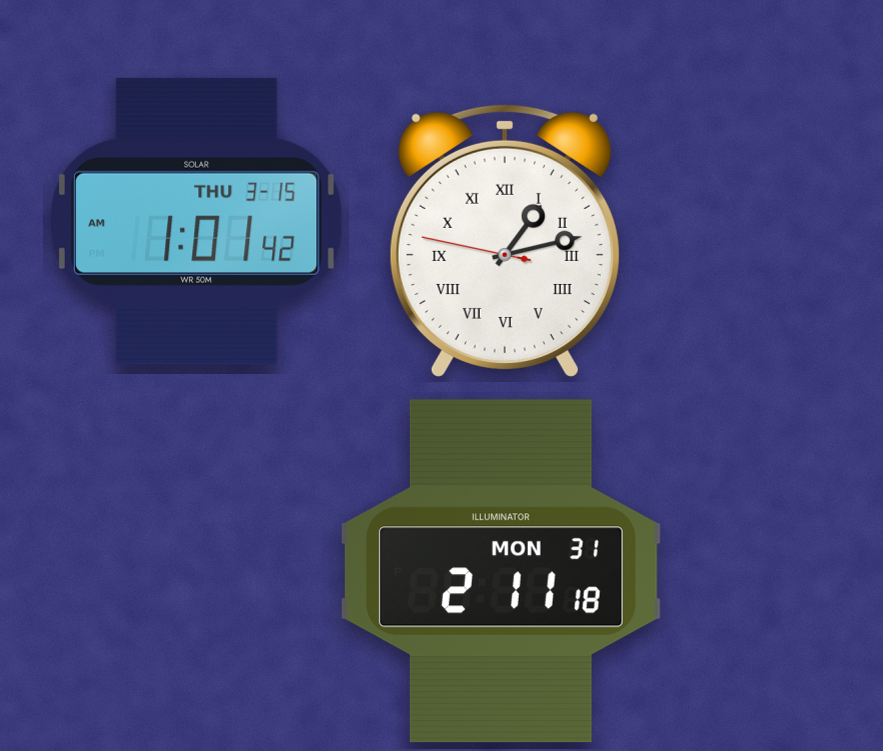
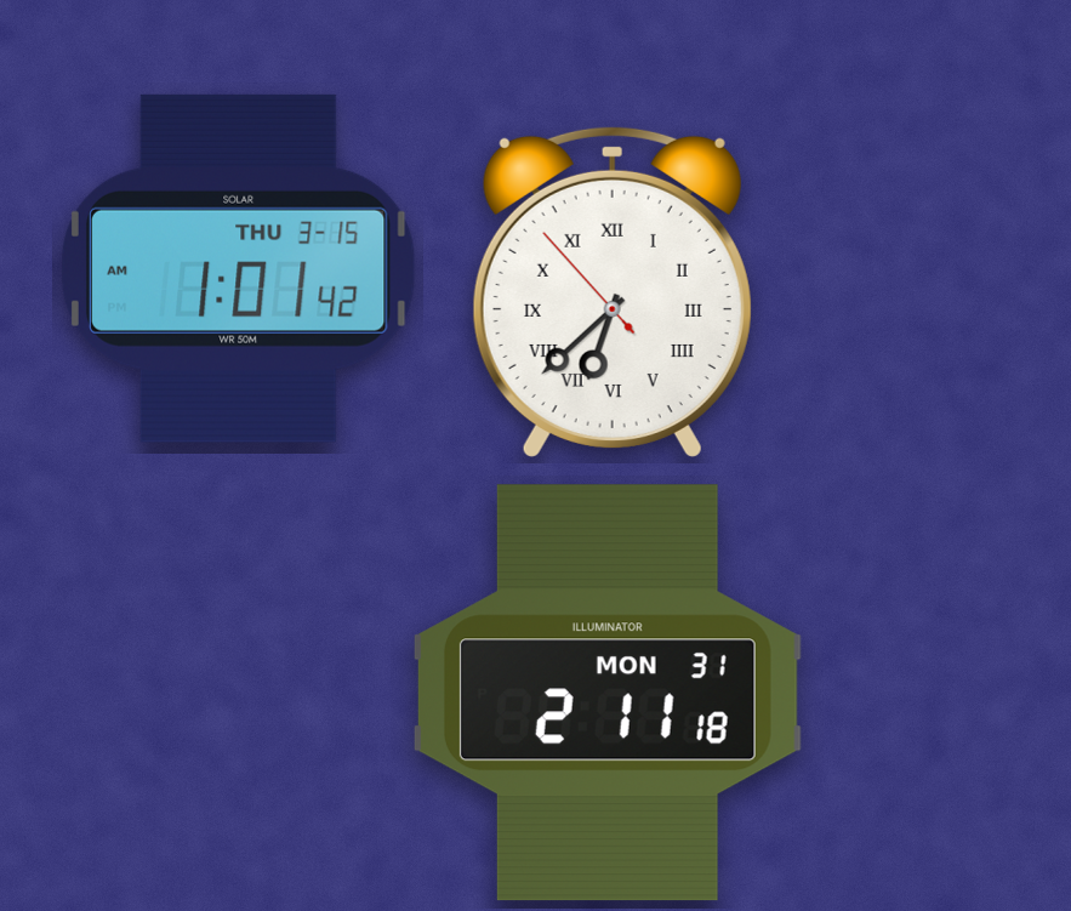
clock at (505, 240): 1:12 -> 6:37
